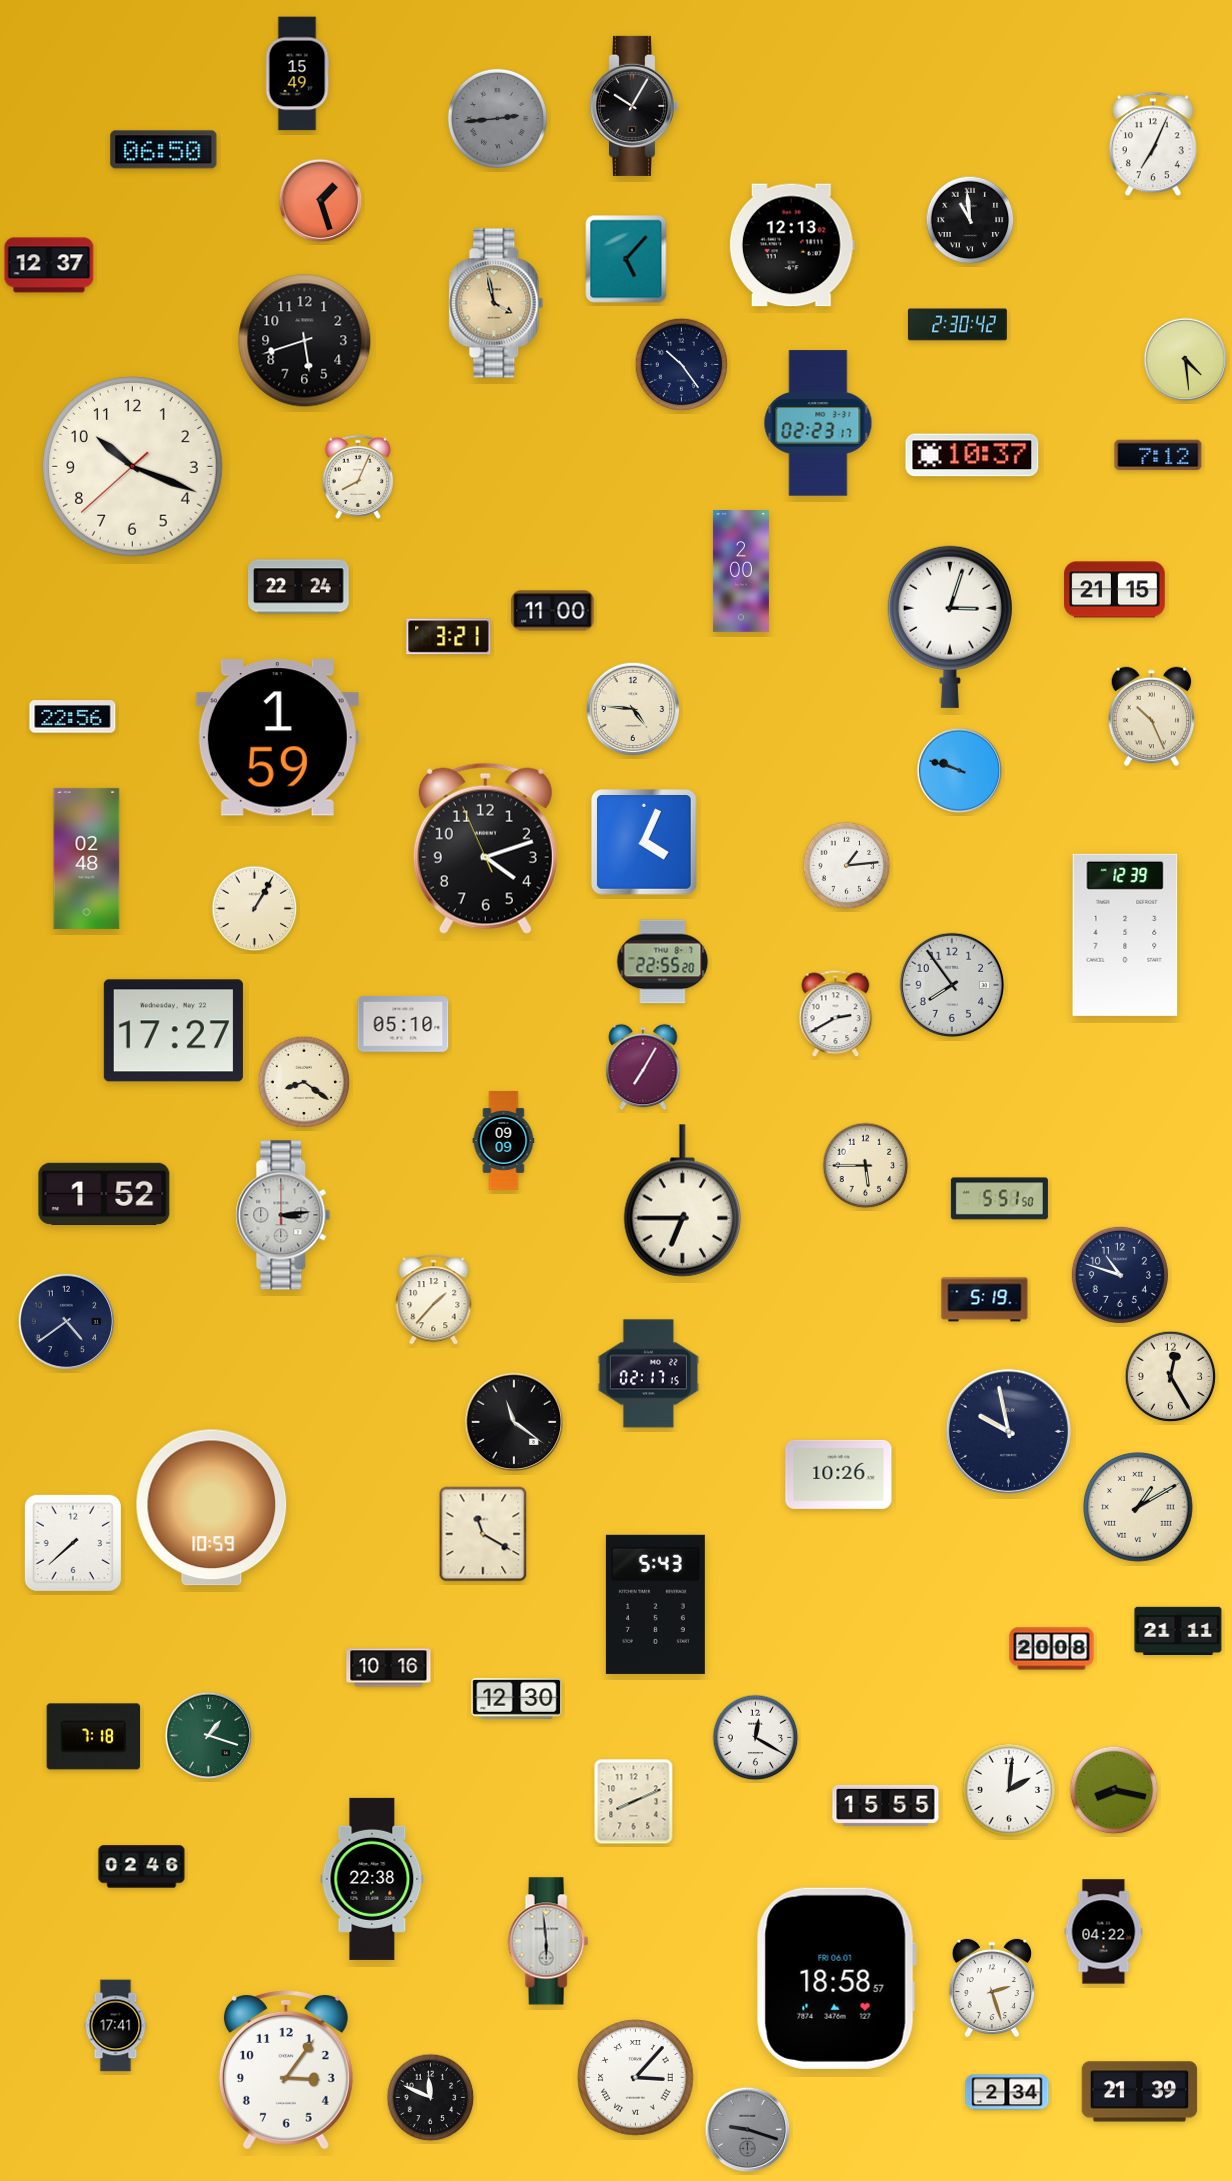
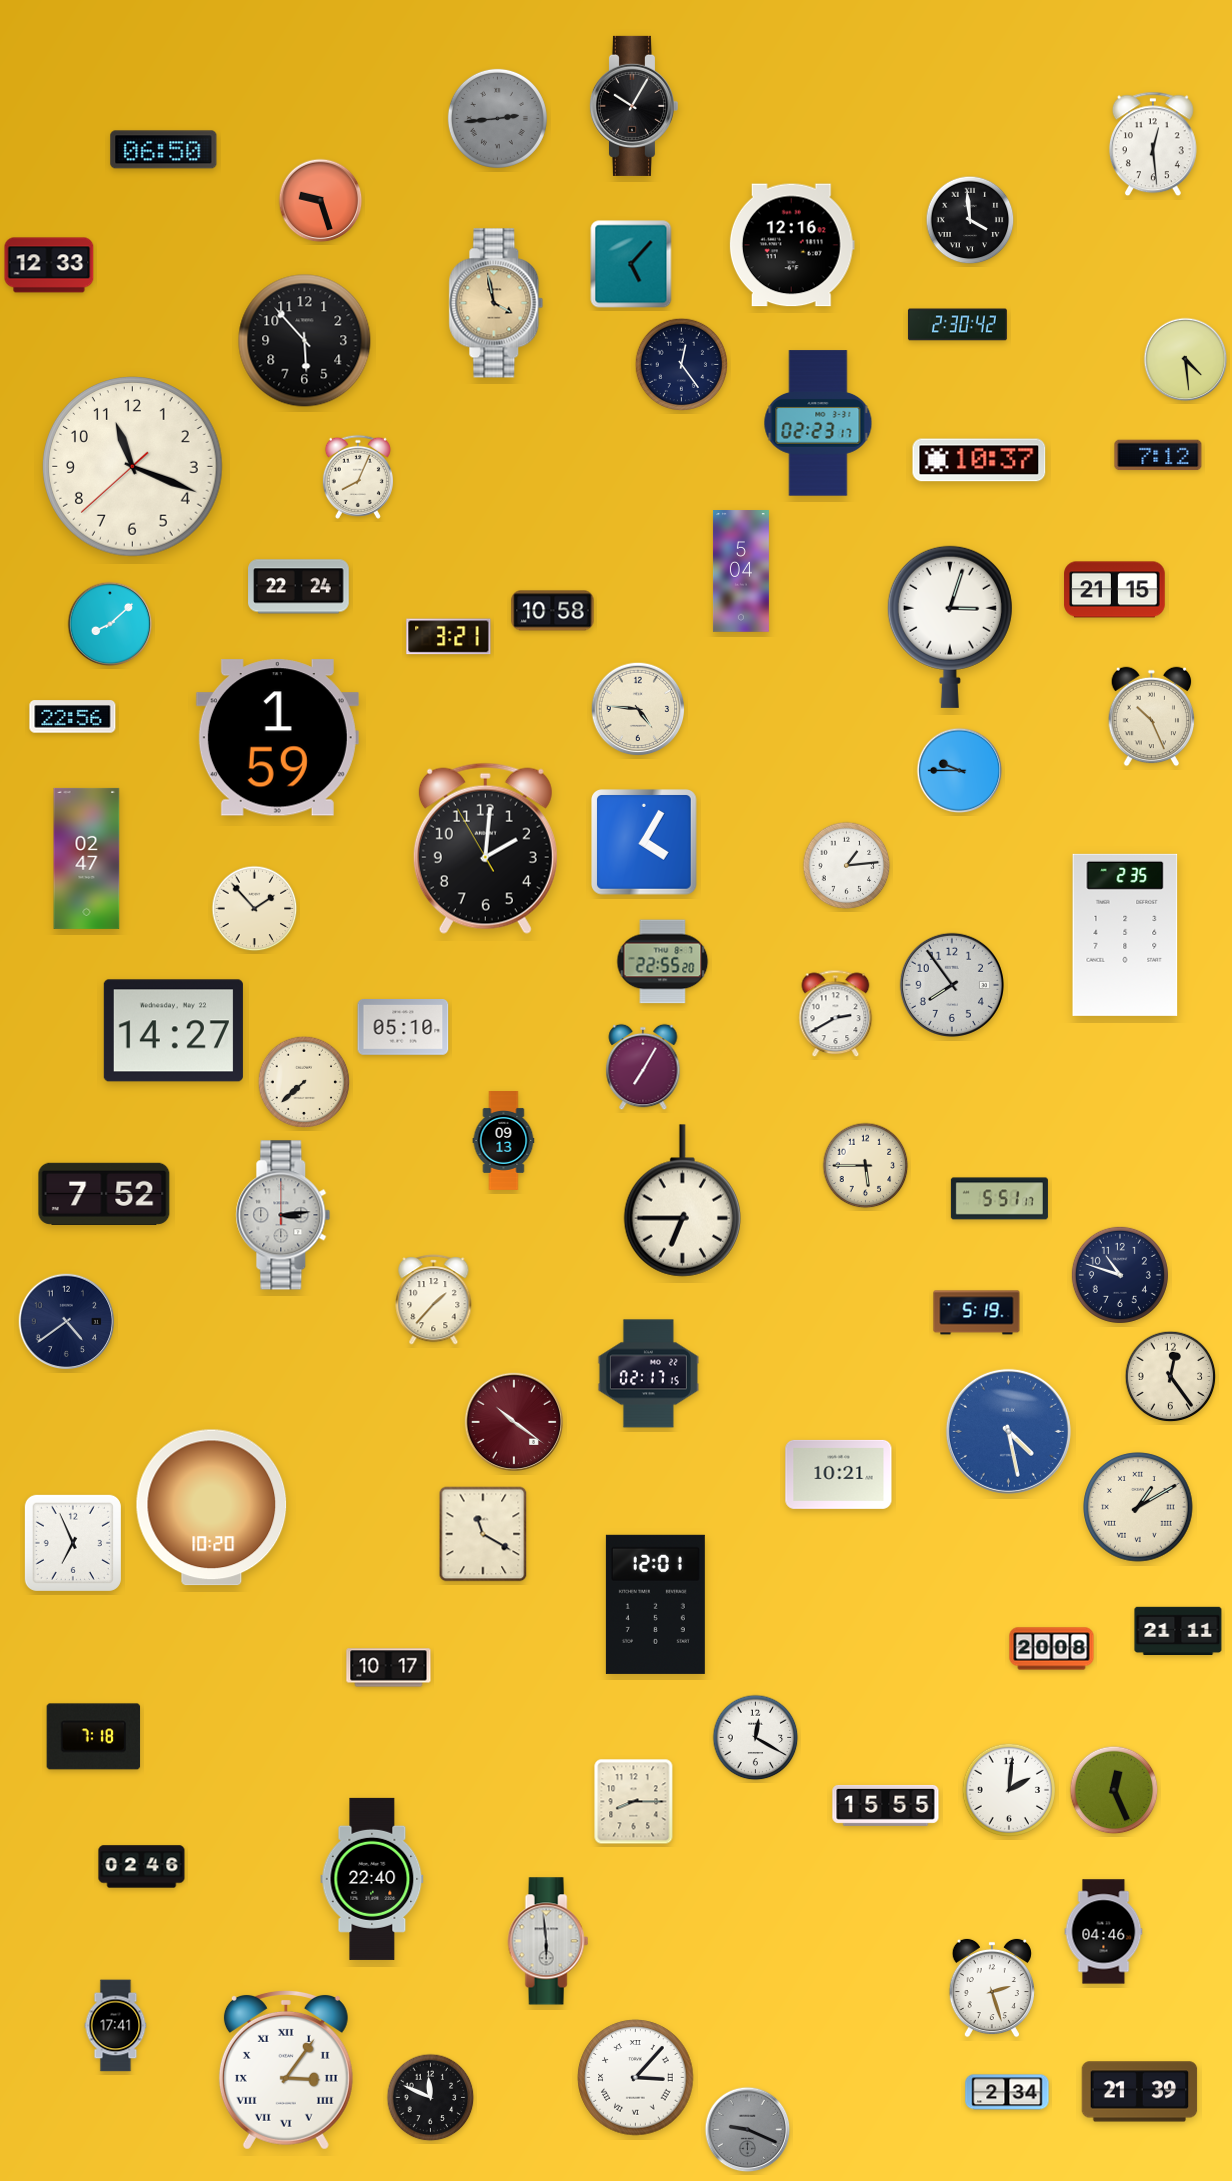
clock at (297, 74): 15:49 -> none
clock at (1153, 144): 7:04 -> 12:29
clock at (321, 201): 1:27 -> 9:27
clock at (970, 220): 10:59 -> 3:59
clock at (792, 245): 12:13 -> 12:16
clock at (626, 259) position: (626, 259) -> (631, 264)
clock at (49, 265): 12:37 -> 12:33
clock at (305, 341): 5:42 -> 5:53
clock at (682, 365): 10:24 -> 12:24
clock at (972, 455) position: (972, 455) -> (979, 460)
clock at (133, 467): 10:18 -> 11:18
clock at (741, 571): 2:00 -> 5:04
clock at (553, 611): 11:00 -> 10:58
clock at (110, 624): none -> 8:08
clock at (633, 709) position: (633, 709) -> (638, 709)
clock at (960, 771): 9:48 -> 9:45
clock at (645, 843): 4:04 -> 4:05
clock at (485, 848): 4:11 -> 2:00
clock at (87, 858): 02:48 -> 02:47
clock at (255, 909): 1:05 -> 1:53
clock at (1125, 935): 12:39 -> 2:35
clock at (403, 1025) position: (403, 1025) -> (403, 1028)
clock at (173, 1031): 17:27 -> 14:27
clock at (304, 1082): 8:21 -> 7:38
clock at (504, 1141): 09:09 -> 09:13
clock at (104, 1194): 1:52 -> 7:52
clock at (999, 1199): 5:51:50 -> 5:51:17
clock at (985, 1300) position: (985, 1300) -> (977, 1313)
clock at (1171, 1377): 12:25 -> 12:24
clock at (513, 1421): 11:21 -> 10:21
clock at (513, 1421) dial: black -> burgundy
clock at (1008, 1431): 9:58 -> 4:28
clock at (1008, 1431) dial: navy -> blue
clock at (839, 1474): 10:26 -> 10:21
clock at (212, 1508): 10:59 -> 10:20
clock at (73, 1543): 7:38 -> 6:56
clock at (655, 1604): 5:43 -> 12:01
clock at (389, 1668): 10:16 -> 10:17
clock at (517, 1698): 12:30 -> none
clock at (209, 1736): 1:18 -> none
clock at (1114, 1790): 8:17 -> 12:26
clock at (634, 1802): 8:11 -> 8:15
clock at (372, 1879): 22:38 -> 22:40
clock at (1104, 1932): 04:22 -> 04:46
clock at (836, 1978): 18:58 -> none
clock at (286, 2070) numerals: Arabic -> Roman
clock at (748, 2130): 9:18 -> 9:19
